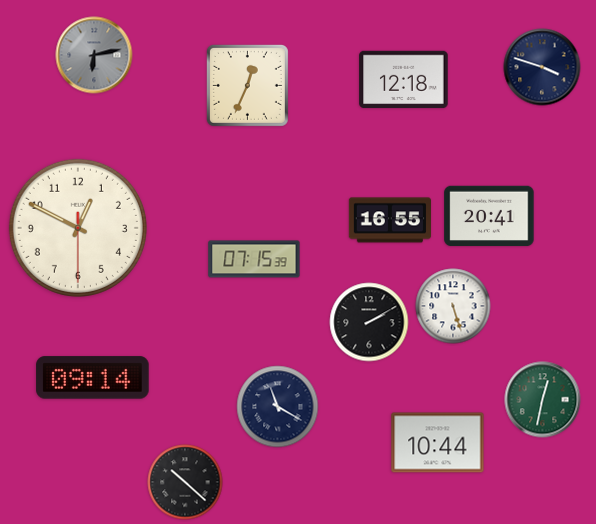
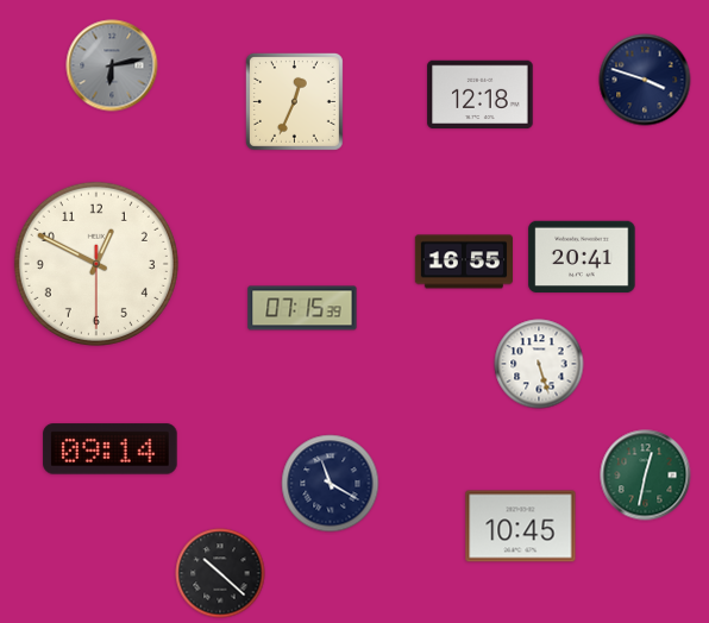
clock at (78, 228) position: (78, 228) -> (96, 264)
clock at (369, 322): 2:10 -> none
clock at (438, 443): 10:44 -> 10:45
